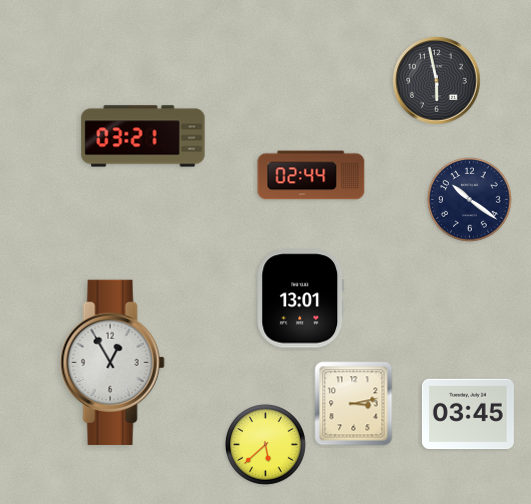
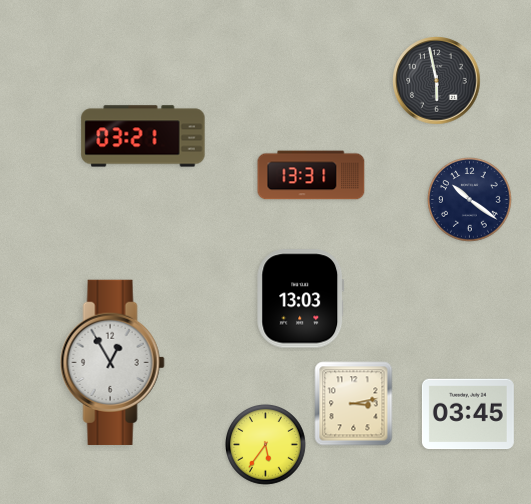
clock at (311, 175): 02:44 -> 13:31
clock at (301, 299): 13:01 -> 13:03
clock at (266, 445): 5:38 -> 5:36
